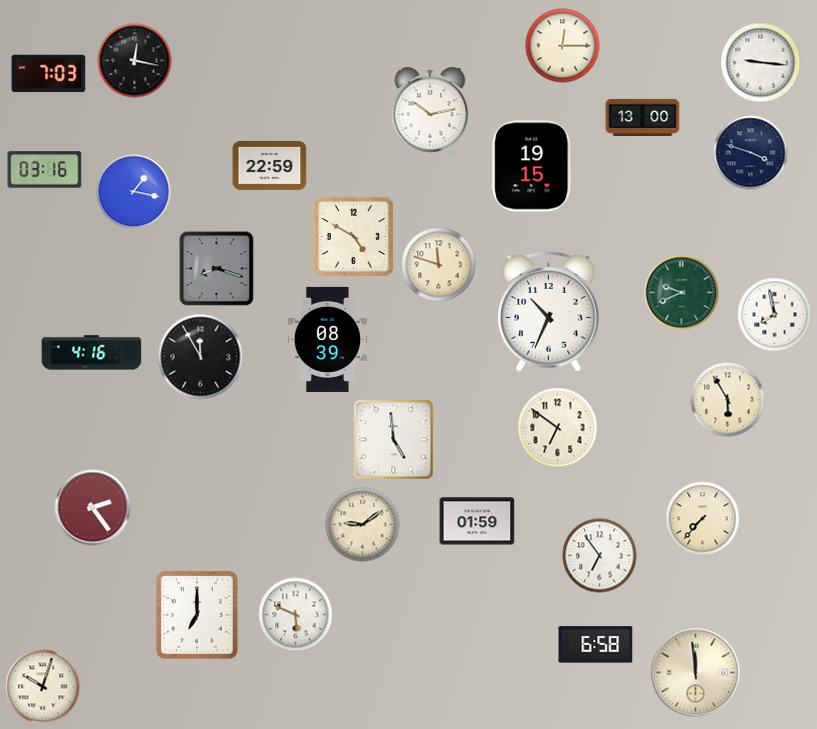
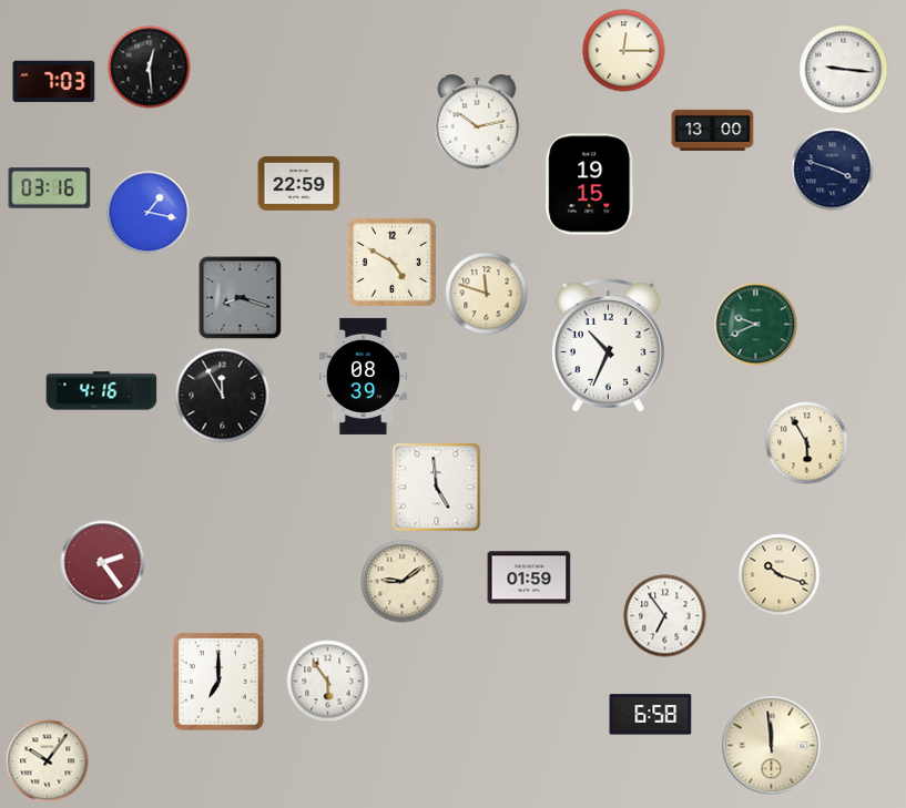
clock at (135, 61): 12:17 -> 12:29
clock at (775, 315): 7:58 -> none
clock at (558, 428): 6:51 -> none
clock at (703, 519): 7:37 -> 10:18
clock at (296, 615): 5:49 -> 5:54
clock at (596, 645) position: (596, 645) -> (651, 715)
clock at (43, 687): 10:03 -> 10:06
